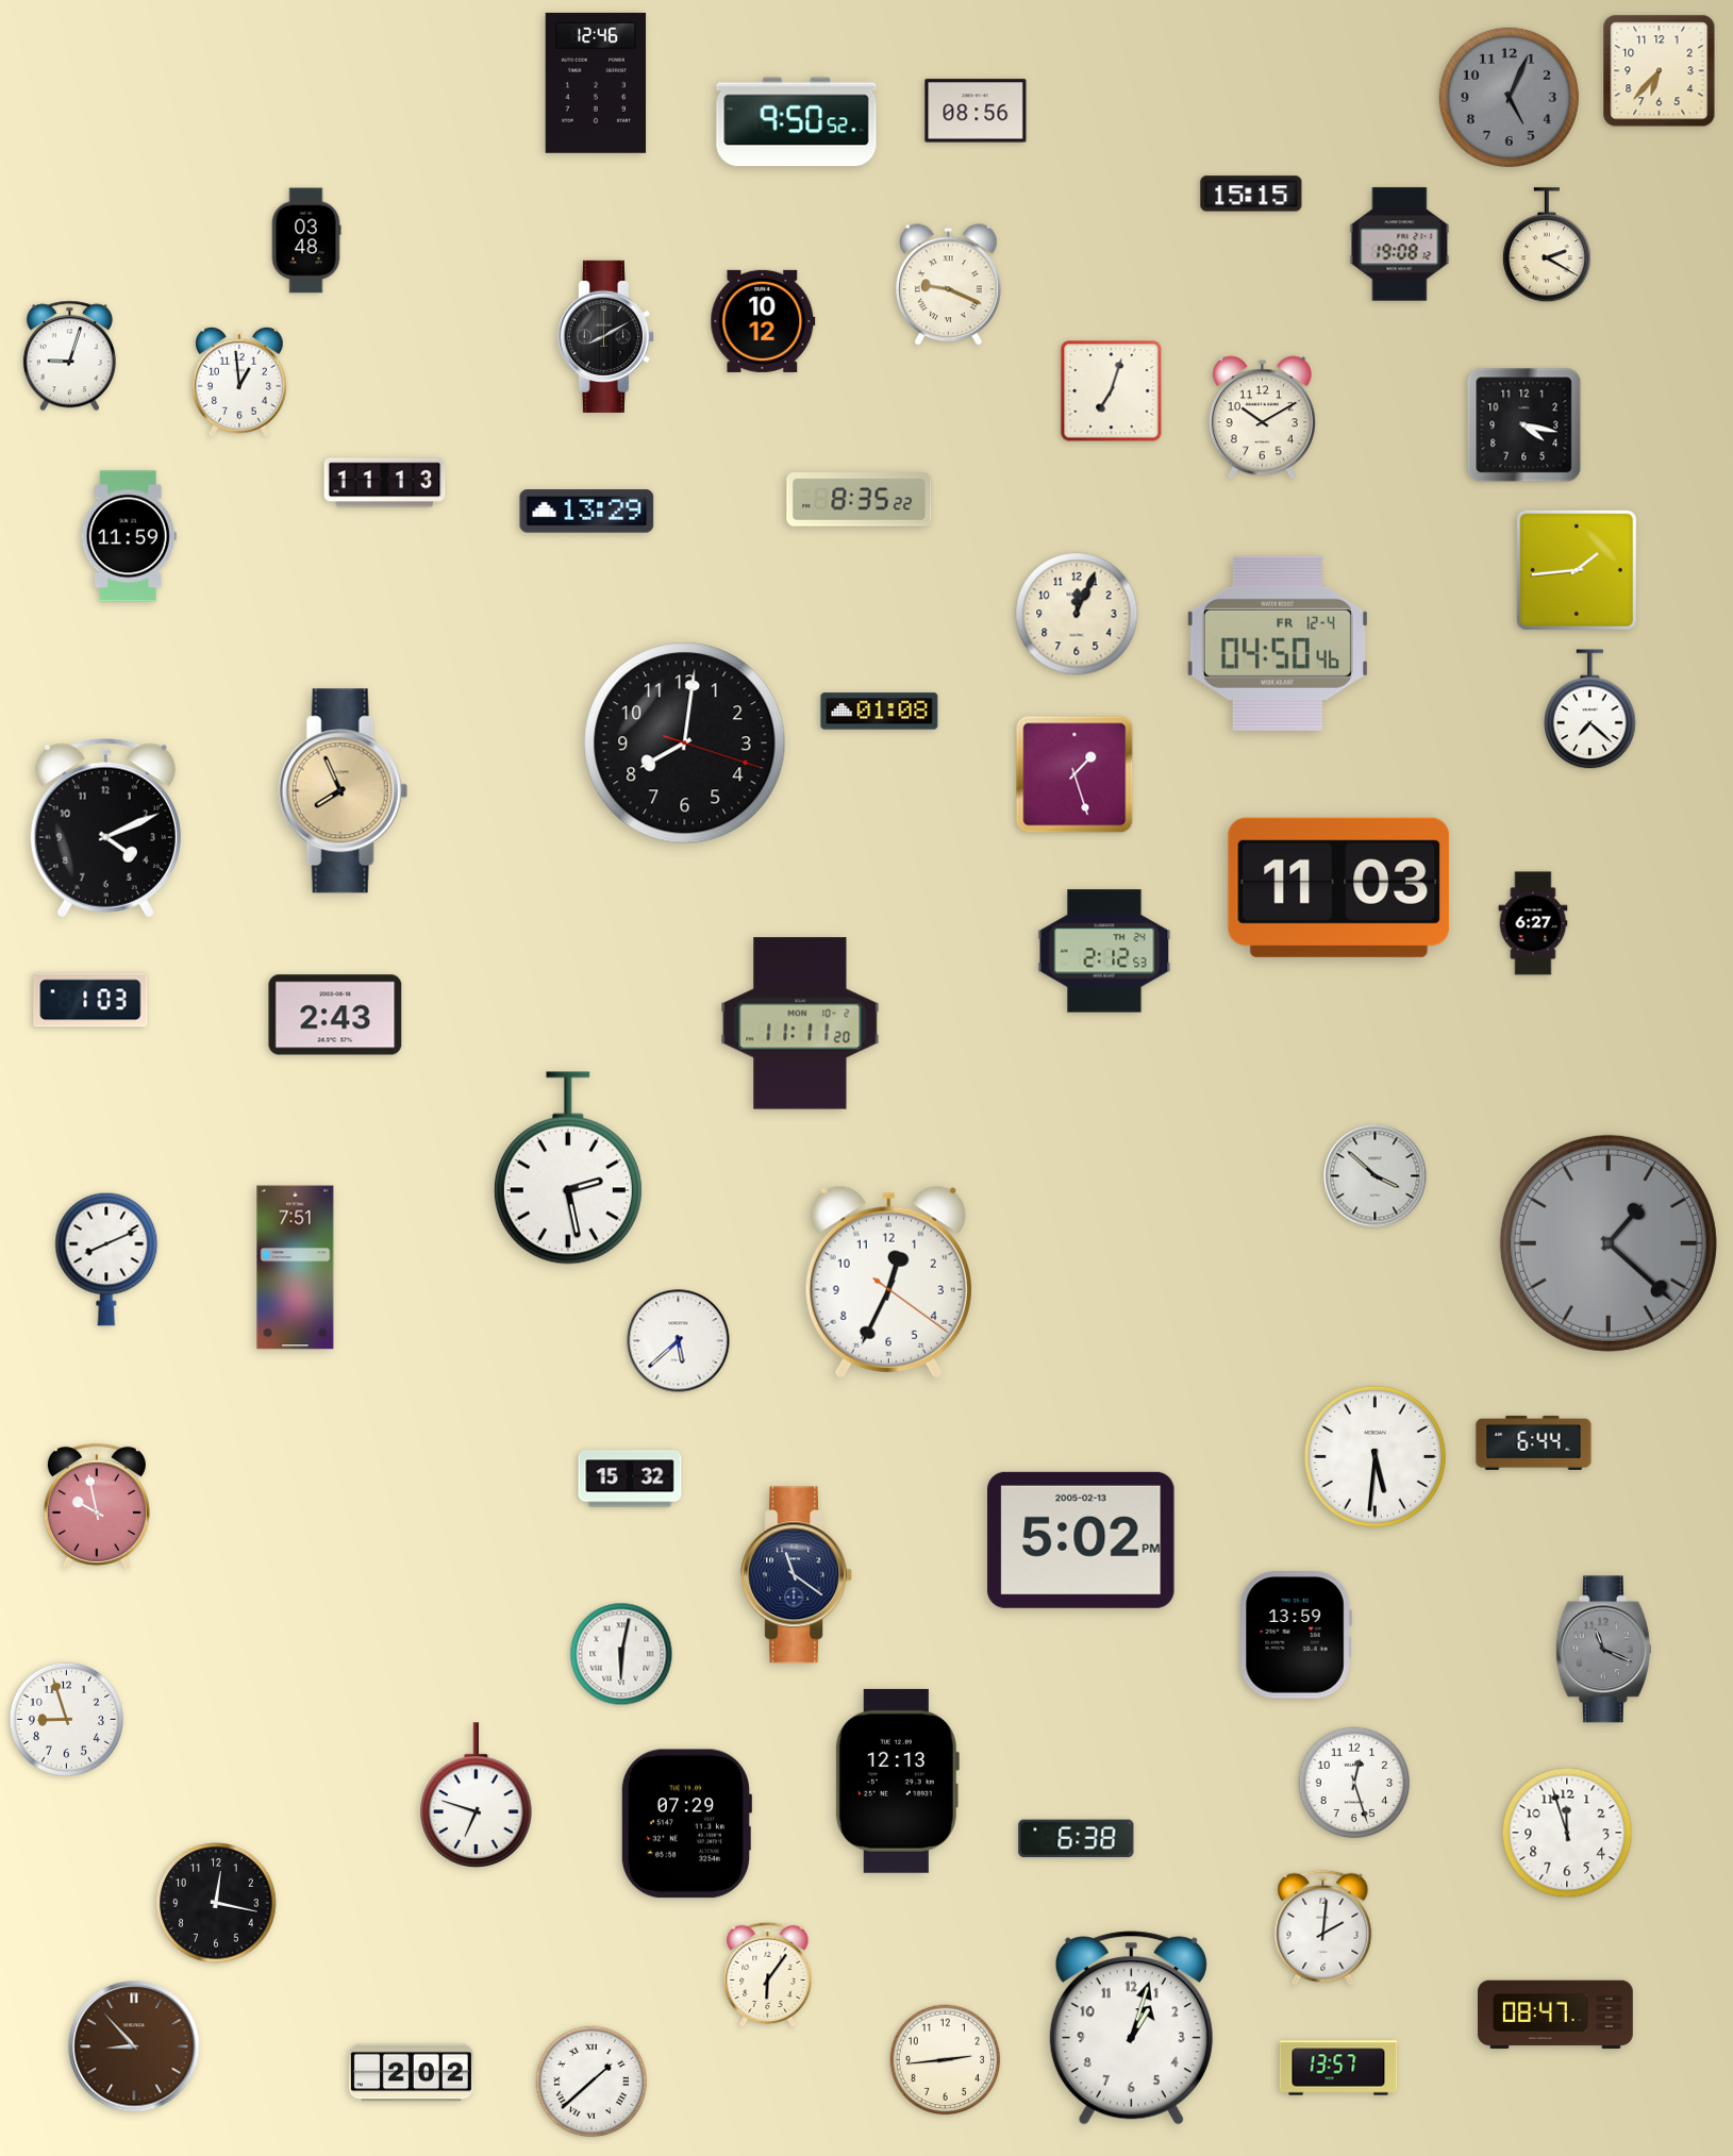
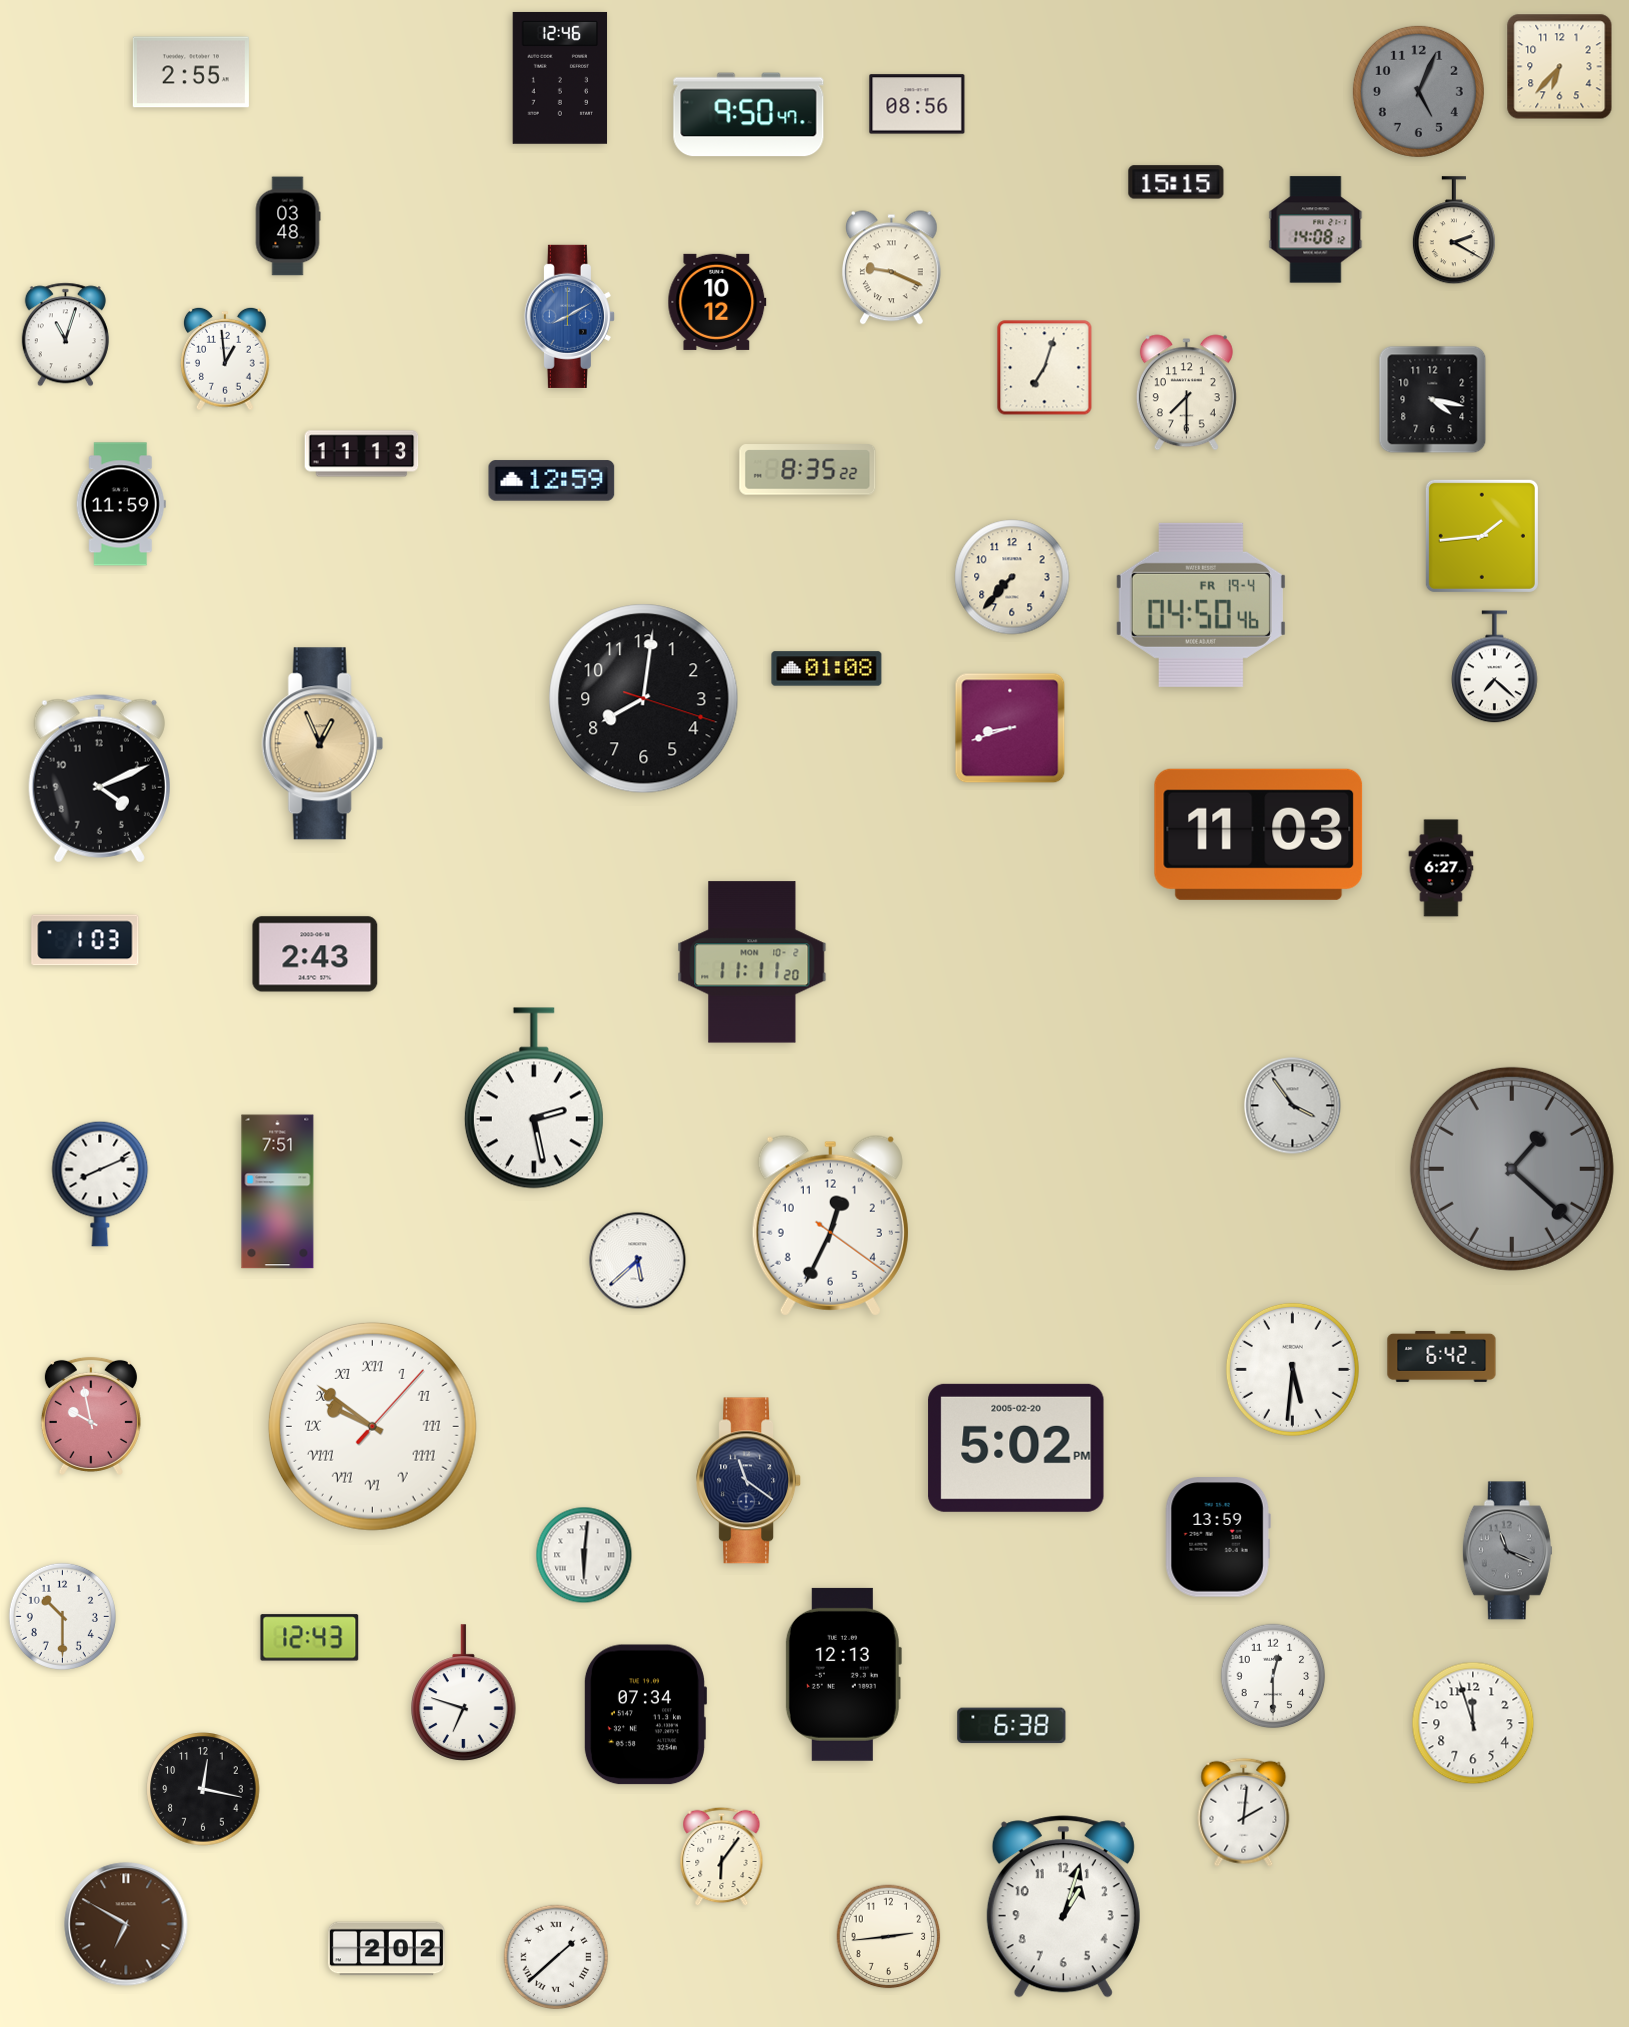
clock at (191, 72): none -> 2:55
clock at (797, 122): 9:50:52 -> 9:50:47
clock at (1400, 245): 19:08 -> 14:08
clock at (605, 336) dial: black -> blue
clock at (69, 356): 9:03 -> 11:03
clock at (1262, 418): 10:10 -> 7:30
clock at (587, 512): 13:29 -> 12:59
clock at (1077, 614): 12:04 -> 7:37
clock at (1278, 644) date: FR 12-4 -> FR 19-4
clock at (1074, 774): 1:27 -> 8:42
clock at (343, 791): 7:56 -> 12:56
clock at (1104, 951): 2:12 -> none
clock at (1376, 1176): 3:52 -> 3:54
clock at (888, 1282) position: (888, 1282) -> (830, 1225)
clock at (1534, 1442): 6:44 -> 6:42
clock at (630, 1478): 15:32 -> none
clock at (372, 1426): none -> 9:51
clock at (1081, 1540) date: 2005-02-13 -> 2005-02-20
clock at (621, 1654): 6:02 -> 6:01
clock at (66, 1719): 8:57 -> 10:30
clock at (310, 1638): none -> 12:43
clock at (1354, 1783): 12:27 -> 12:30
clock at (477, 1795) position: (477, 1795) -> (464, 1693)
clock at (686, 1824): 07:29 -> 07:34
clock at (1077, 1839) position: (1077, 1839) -> (1012, 1726)
clock at (1555, 2015): 08:47 -> none
clock at (134, 2046): 8:53 -> 6:50
clock at (1338, 2068): 13:57 -> none
